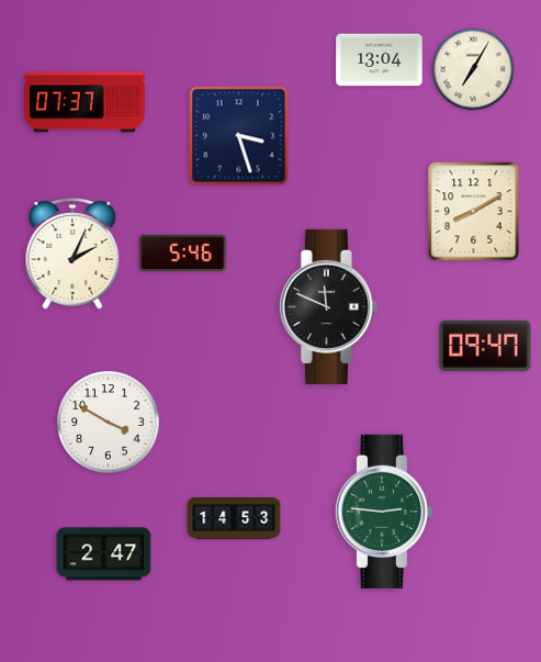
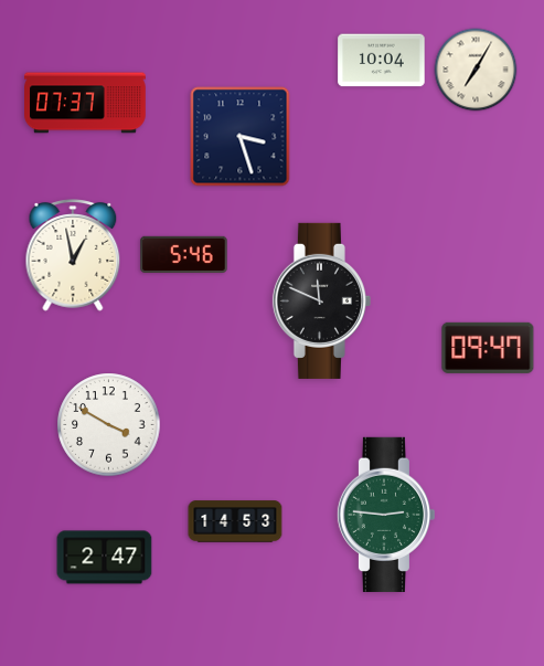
clock at (380, 60): 13:04 -> 10:04
clock at (474, 212): 8:10 -> none
clock at (72, 254): 2:04 -> 12:58
clock at (328, 306) position: (328, 306) -> (321, 300)
